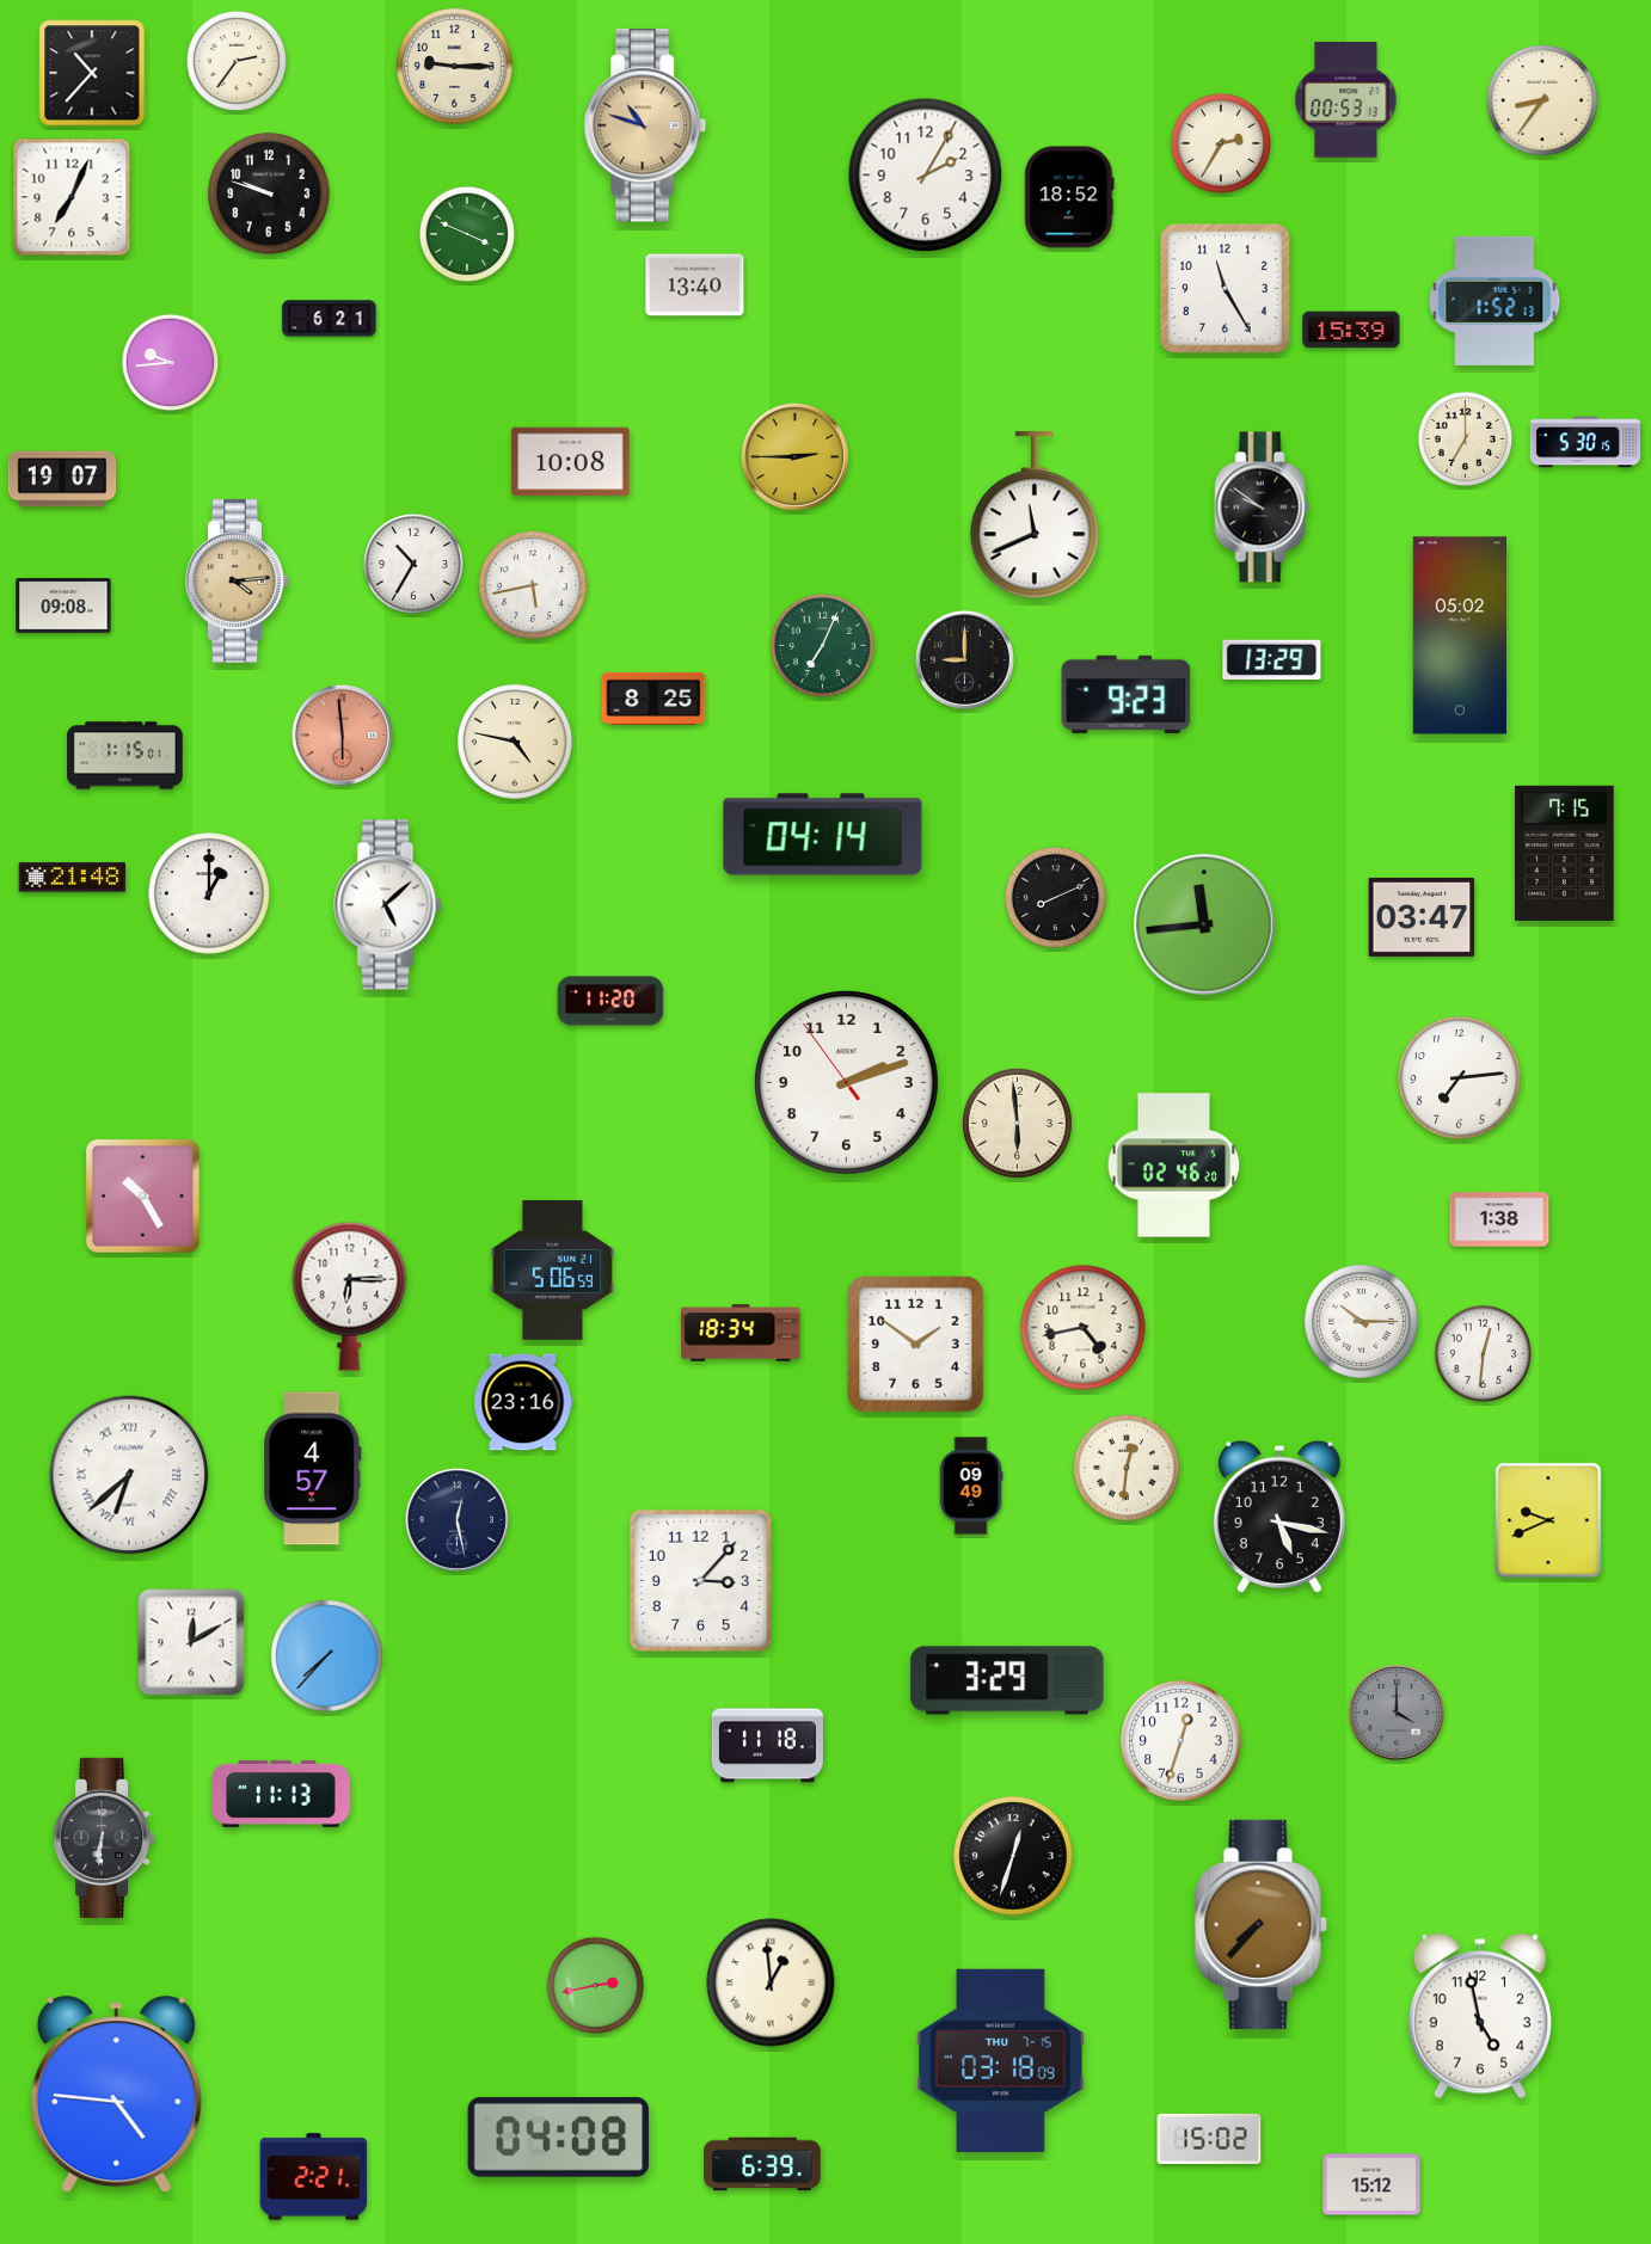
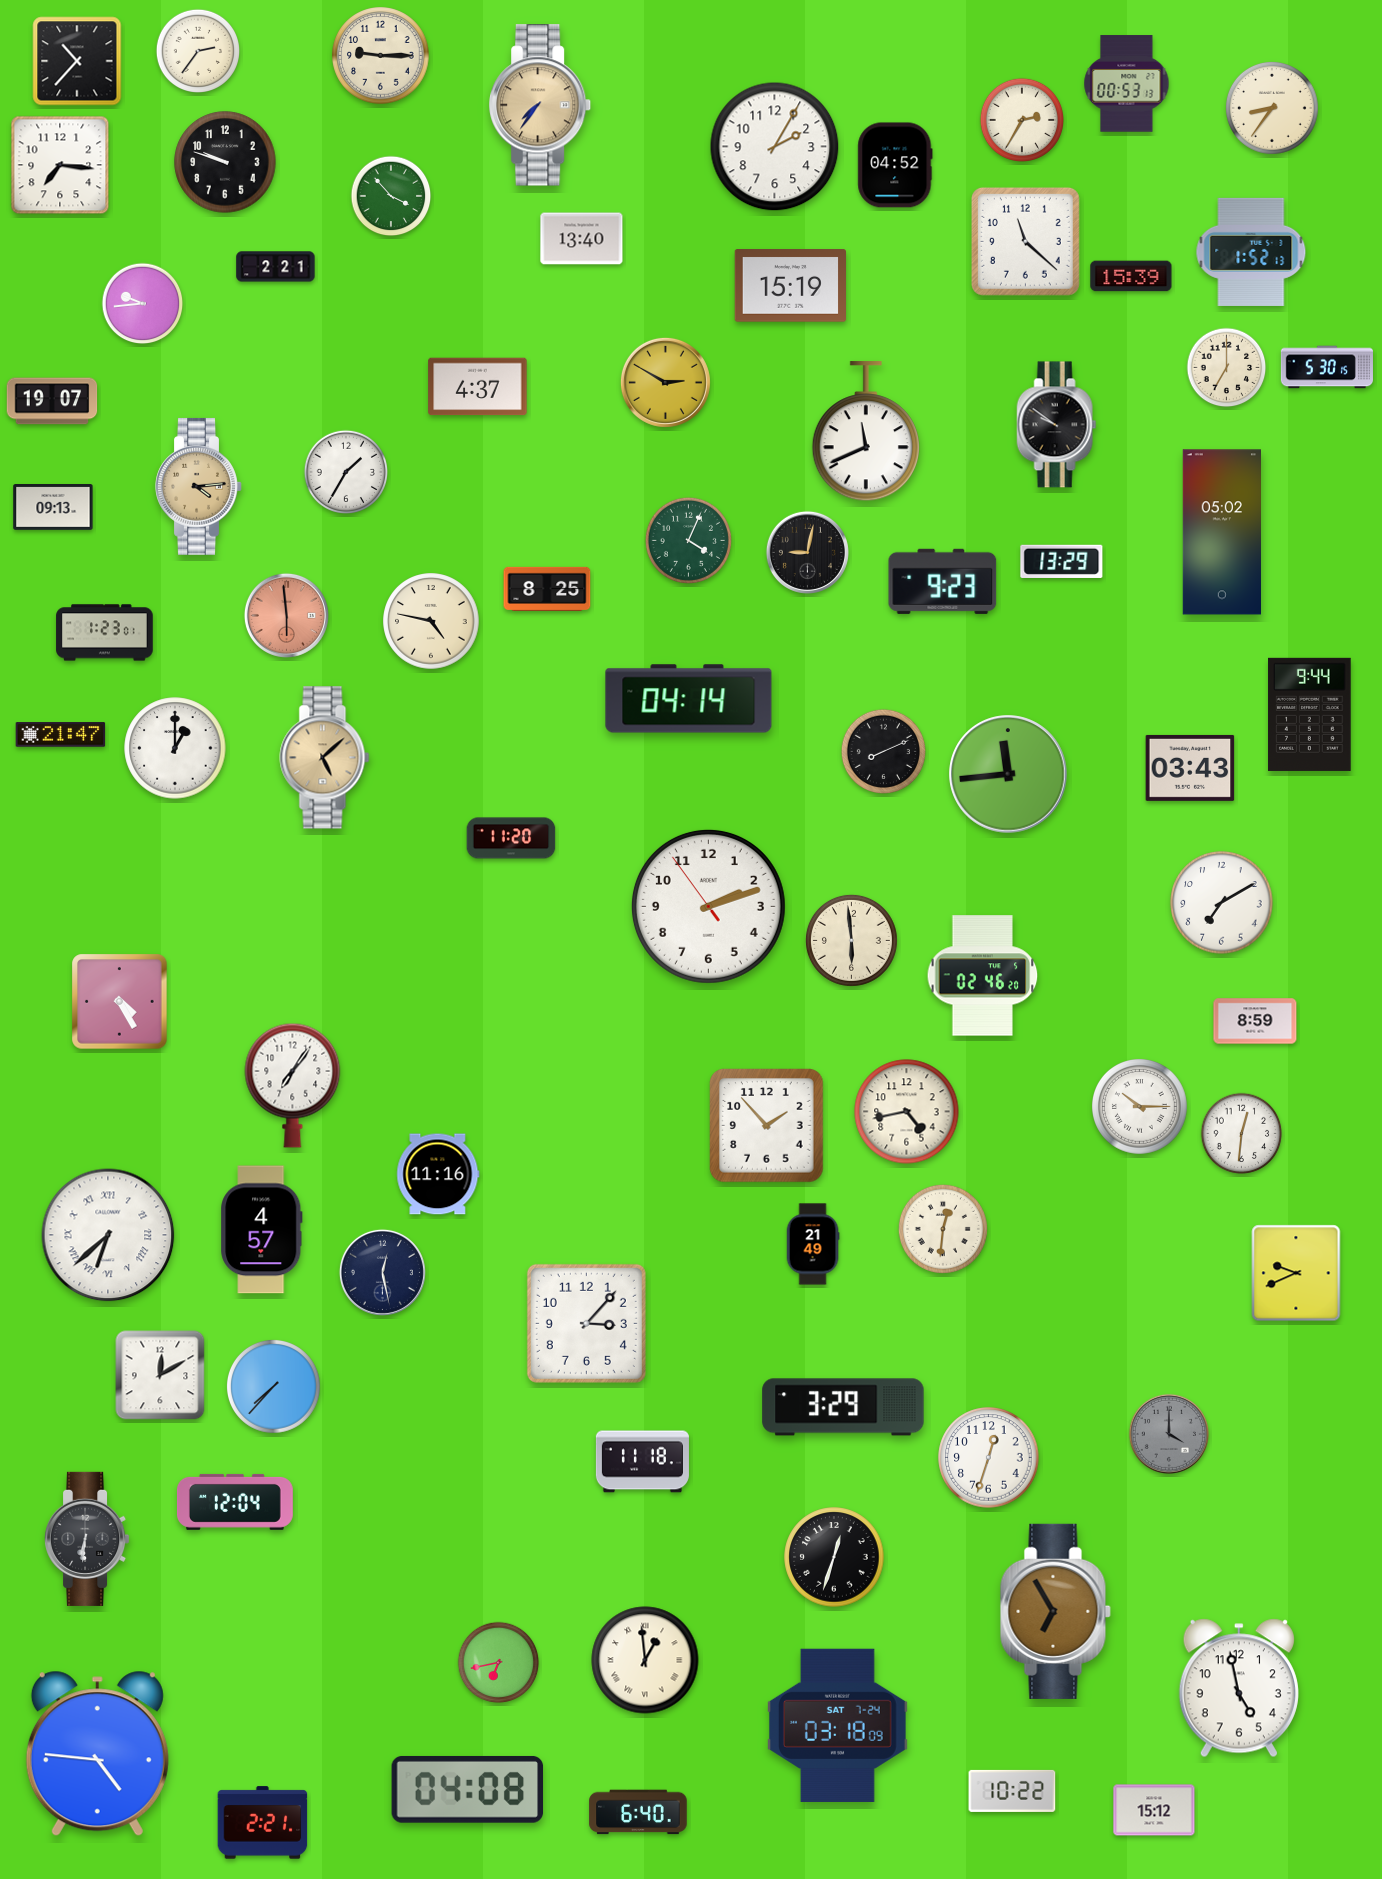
clock at (1542, 100) position: (1542, 100) -> (1272, 108)
clock at (646, 125): 10:48 -> 7:36
clock at (72, 197): 7:04 -> 7:16
clock at (1069, 197): 18:52 -> 04:52
clock at (467, 234): 3:49 -> 3:53
clock at (1225, 288): 11:25 -> 11:22
clock at (330, 319): 6:21 -> 2:21
clock at (791, 286): none -> 15:19
clock at (1585, 442) position: (1585, 442) -> (1327, 367)
clock at (794, 456): 2:45 -> 2:50
clock at (571, 462): 10:08 -> 4:37
clock at (412, 562): 10:35 -> 1:35
clock at (533, 585): 5:43 -> none
clock at (63, 607): 09:08 -> 09:13
clock at (822, 645): 7:04 -> 4:04
clock at (964, 659): 9:00 -> 9:02
clock at (1272, 659) position: (1272, 659) -> (1062, 561)
clock at (653, 699) position: (653, 699) -> (547, 589)
clock at (125, 756): 1:15 -> 1:23
clock at (1565, 853): 7:15 -> 9:44
clock at (73, 878): 21:48 -> 21:47
clock at (388, 905) dial: white -> champagne
clock at (1422, 917): 03:47 -> 03:43
clock at (1460, 1078): 7:14 -> 7:10
clock at (143, 1197): 10:25 -> 4:25
clock at (1499, 1219): 1:38 -> 8:59
clock at (552, 1271): 5:06 -> none
clock at (350, 1296): 6:15 -> 7:06
clock at (741, 1333): 18:34 -> none
clock at (916, 1345): 1:51 -> 1:53
clock at (523, 1402): 23:16 -> 11:16
clock at (971, 1486): 09:49 -> 21:49
clock at (1279, 1517): 5:17 -> none
clock at (281, 1794): 11:13 -> 12:04
clock at (1013, 1856) position: (1013, 1856) -> (834, 1557)
clock at (1260, 1924): 7:37 -> 6:55
clock at (596, 1986): 2:43 -> 6:43
clock at (1000, 2060) date: THU 7-15 -> SAT 7-24
clock at (1209, 2139): 15:02 -> 10:22
clock at (762, 2164): 6:39 -> 6:40
clock at (1371, 2184) position: (1371, 2184) -> (1154, 1810)
